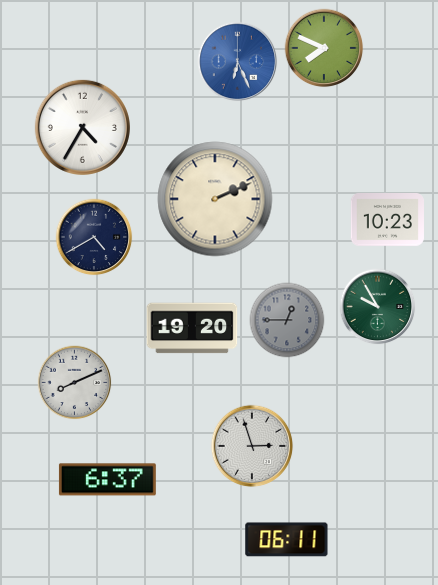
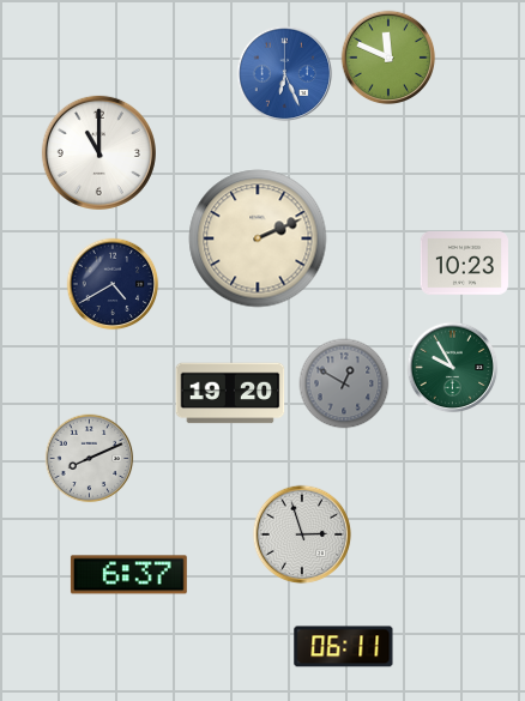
clock at (324, 48): 7:49 -> 11:49
clock at (82, 127): 4:35 -> 11:00
clock at (287, 320): 12:45 -> 12:50
